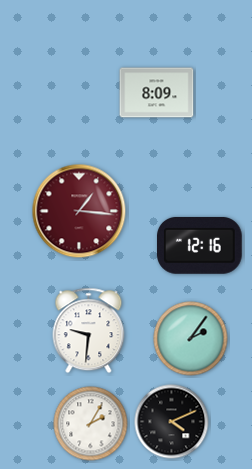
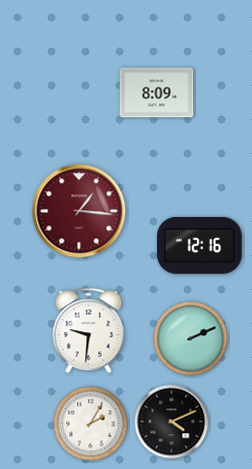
clock at (191, 339): 2:06 -> 2:11
